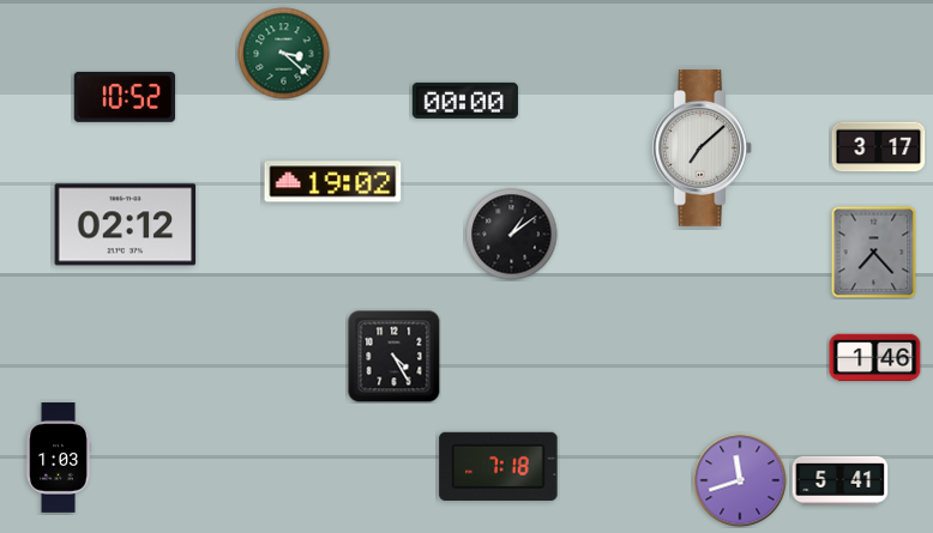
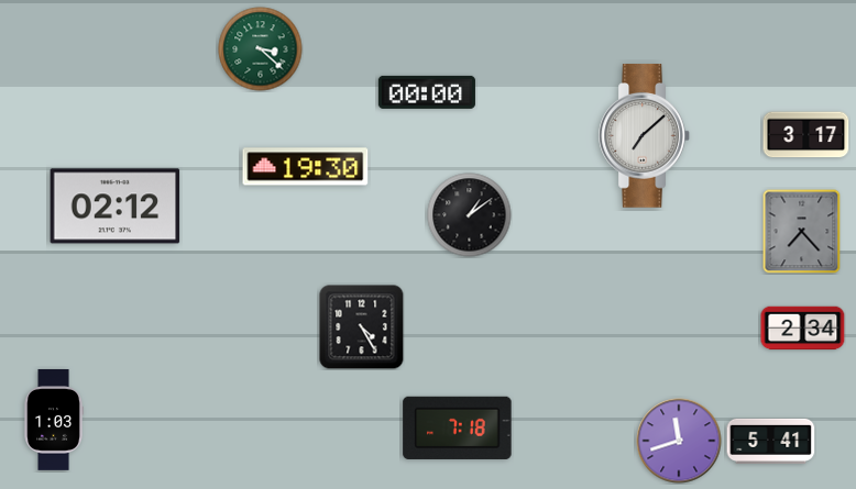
clock at (125, 97): 10:52 -> none
clock at (333, 182): 19:02 -> 19:30
clock at (875, 358): 1:46 -> 2:34
